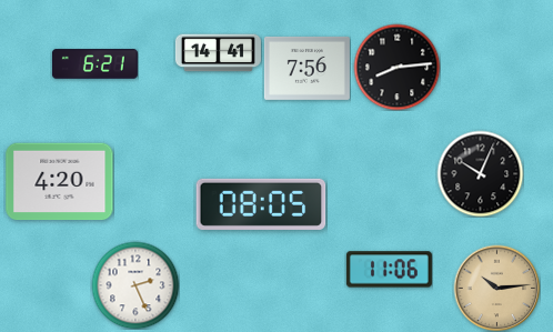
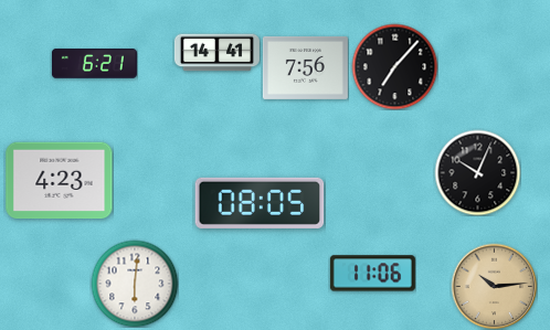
clock at (396, 67): 8:14 -> 7:07
clock at (60, 182): 4:20 -> 4:23
clock at (389, 270) position: (389, 270) -> (372, 274)
clock at (135, 285): 2:26 -> 6:01
